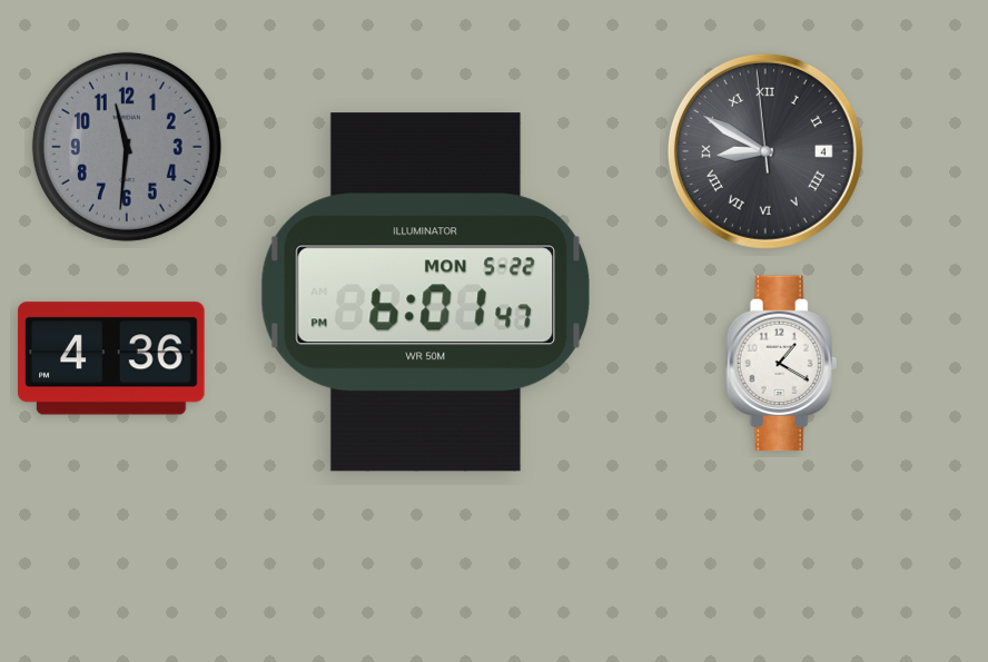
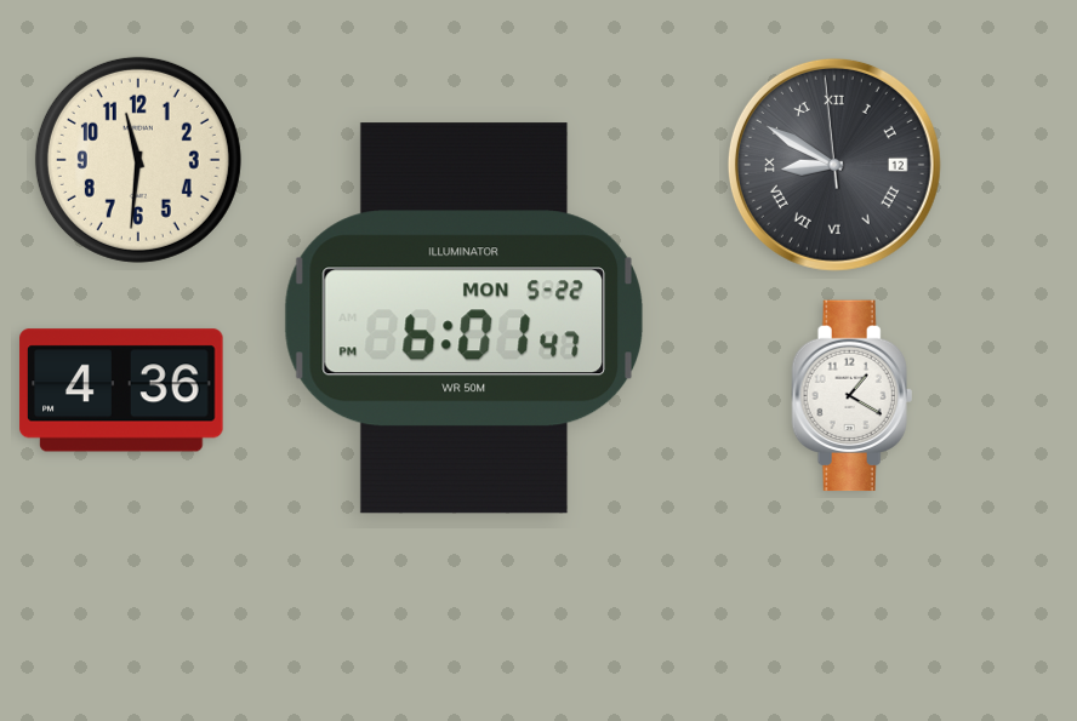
clock at (127, 147) dial: grey -> cream
clock at (765, 151) date: 4 -> 12
